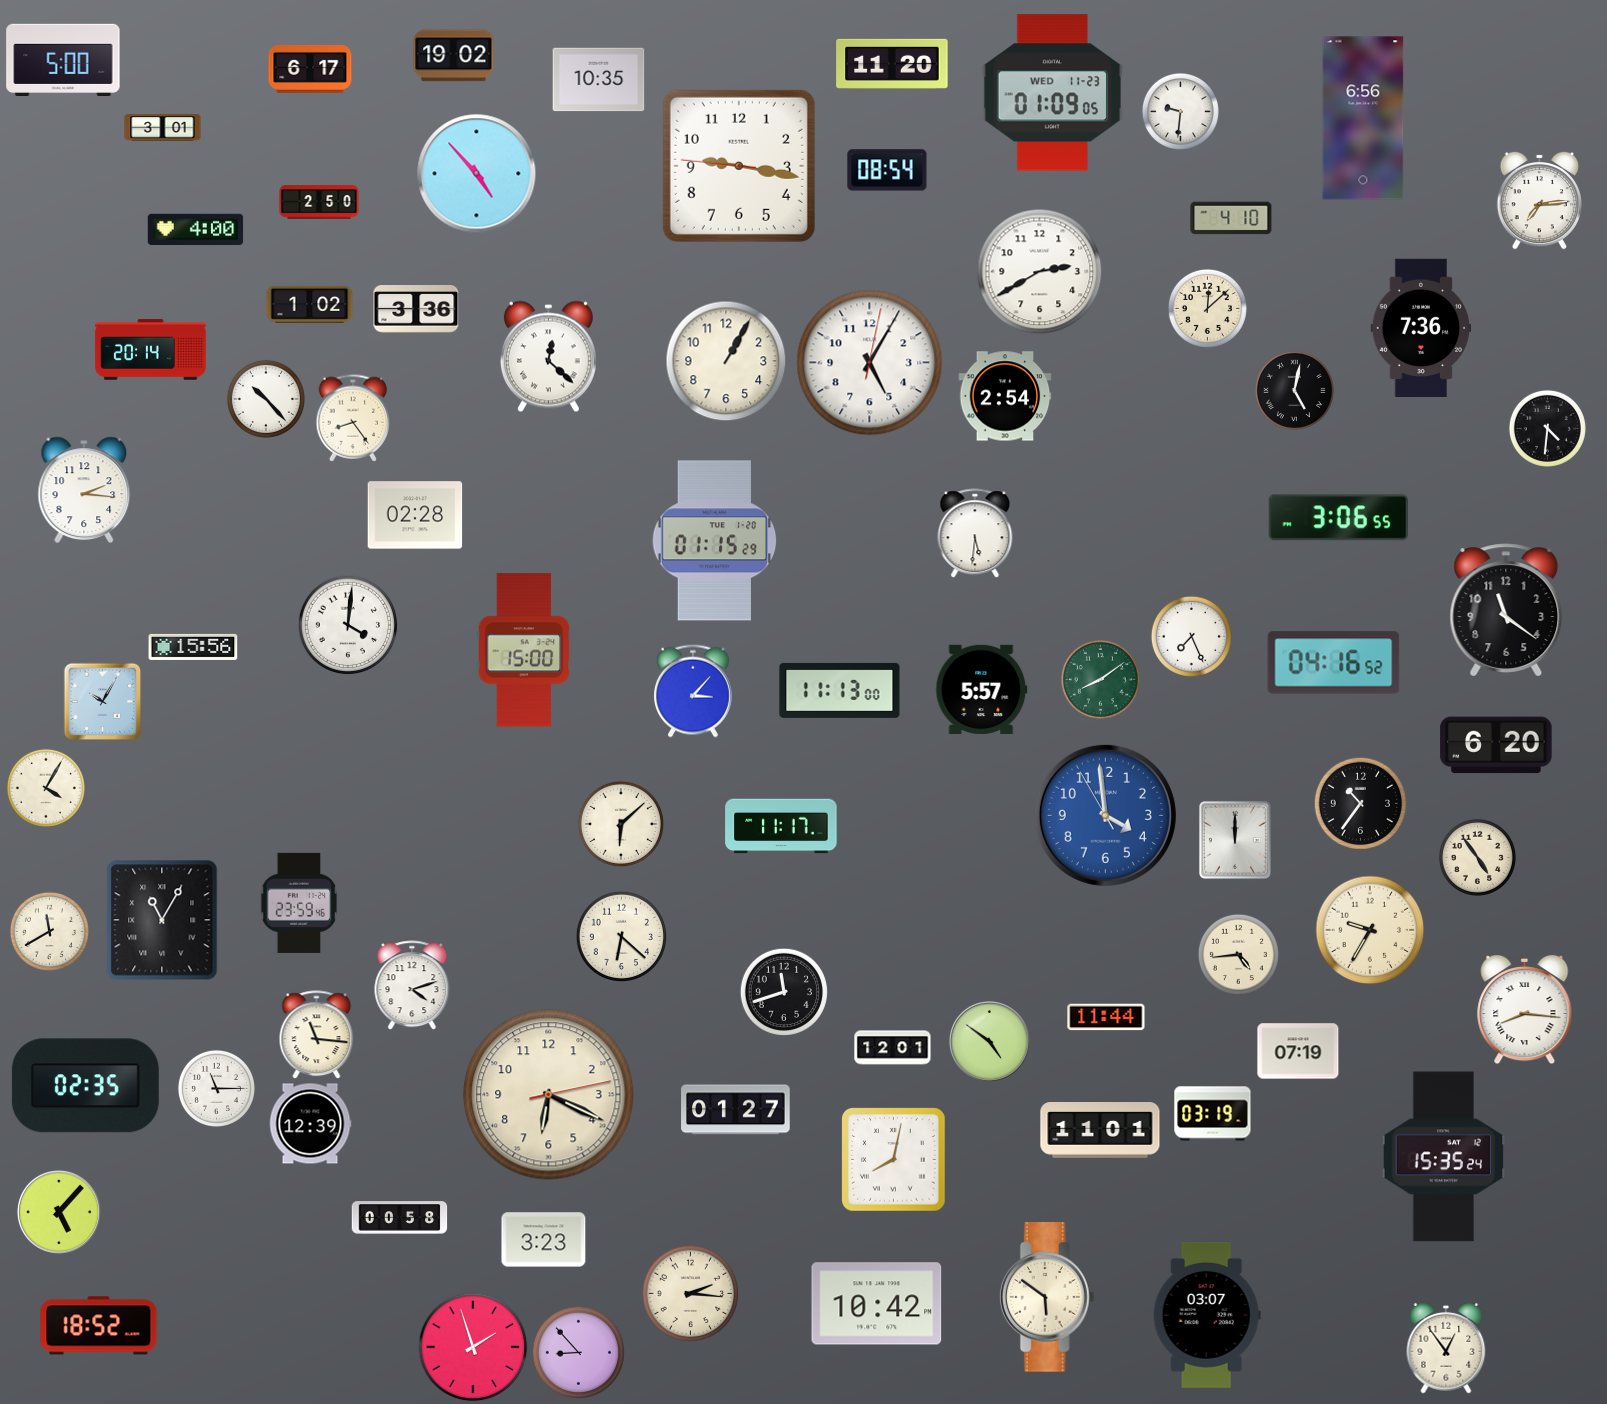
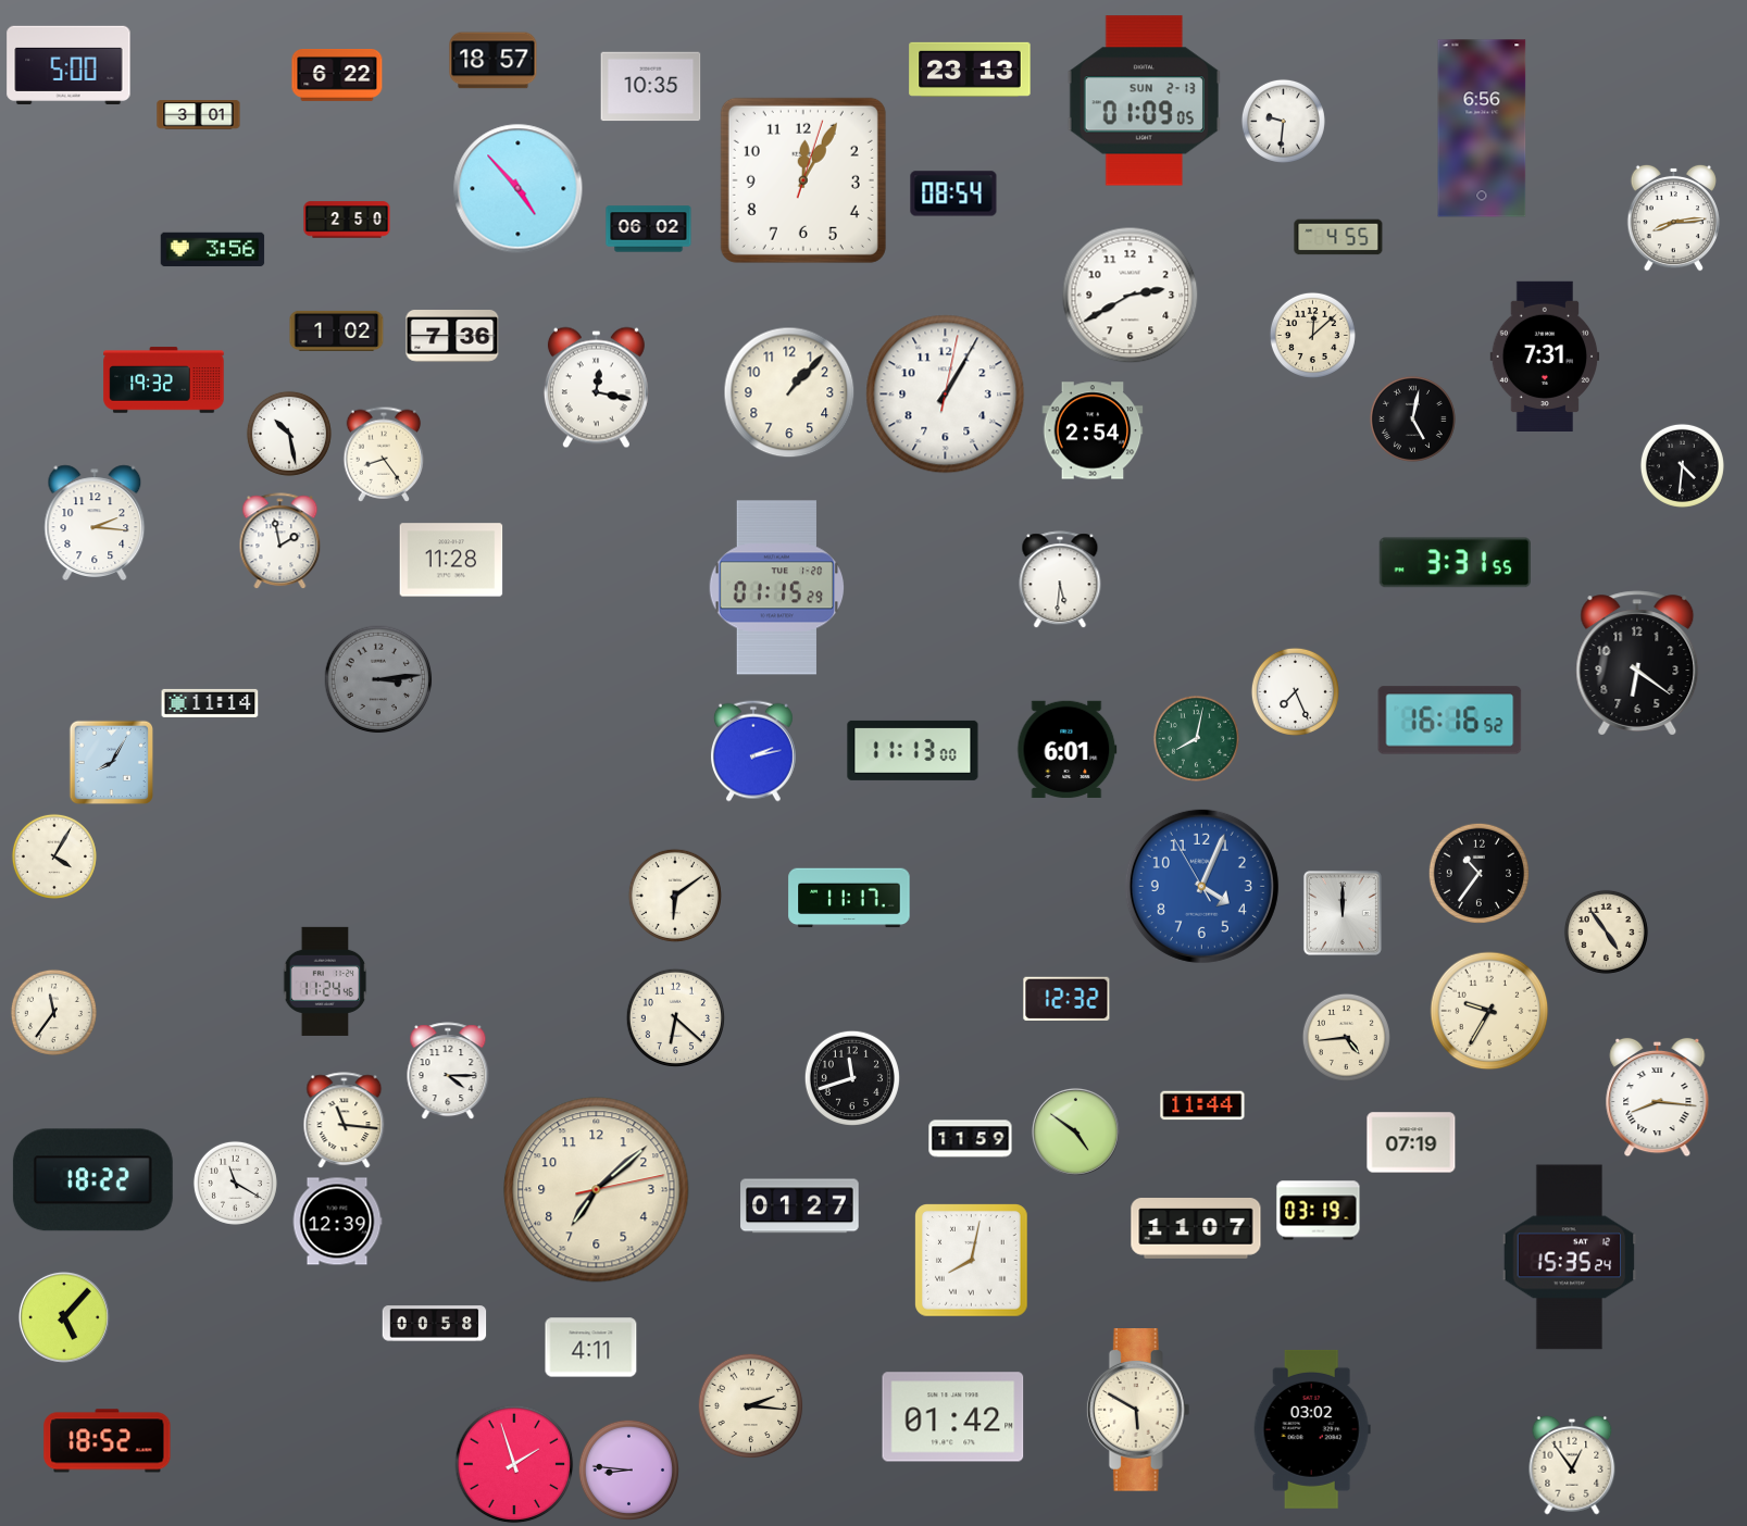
clock at (454, 56): 19:02 -> 18:57
clock at (892, 64): 11:20 -> 23:13
clock at (310, 70): 6:17 -> 6:22
clock at (1052, 93) date: WED 11-23 -> SUN 2-13
clock at (163, 128) position: (163, 128) -> (199, 115)
clock at (739, 166): 9:16 -> 12:05
clock at (887, 170) position: (887, 170) -> (953, 193)
clock at (1539, 200): 7:14 -> 8:14
clock at (649, 229): none -> 06:02
clock at (1231, 218): 4:10 -> 4:55
clock at (196, 230): 4:00 -> 3:56
clock at (416, 309): 3:36 -> 7:36
clock at (1421, 327): 7:36 -> 7:31
clock at (151, 350): 20:14 -> 19:32
clock at (548, 357): 12:22 -> 12:17
clock at (726, 361): 1:05 -> 1:07
clock at (870, 363): 5:05 -> 1:05
clock at (1294, 390) position: (1294, 390) -> (1412, 418)
clock at (266, 399): 10:23 -> 10:28
clock at (84, 489) position: (84, 489) -> (95, 522)
clock at (280, 541): none -> 1:58
clock at (415, 515): 02:28 -> 11:28
clock at (1338, 518): 3:06 -> 3:31
clock at (1506, 610): 11:21 -> 6:21
clock at (348, 625): 4:01 -> 3:14
clock at (348, 625) dial: white -> grey
clock at (193, 647): 15:56 -> 11:14
clock at (524, 650): 15:00 -> none
clock at (1334, 663): 04:16 -> 16:16
clock at (1100, 679): 8:09 -> 8:02
clock at (982, 690): 5:57 -> 6:01
clock at (693, 691): 3:07 -> 2:13
clock at (102, 701): 10:05 -> 8:05
clock at (1496, 745): 6:20 -> none
clock at (46, 788) position: (46, 788) -> (54, 856)
clock at (1105, 815): 3:58 -> 4:03
clock at (621, 824): 6:08 -> 6:09
clock at (299, 903): 23:59 -> 11:24
clock at (1066, 998): none -> 12:32
clock at (162, 920): 11:05 -> none
clock at (49, 931): 11:40 -> 11:36
clock at (412, 985): 4:12 -> 4:15
clock at (317, 1035) position: (317, 1035) -> (345, 1121)
clock at (893, 1048): 12:01 -> 11:59
clock at (85, 1086): 02:35 -> 18:22
clock at (216, 1088): 11:15 -> 11:20
clock at (549, 1095): 6:19 -> 7:08
clock at (1100, 1131): 11:01 -> 11:07
clock at (544, 1240): 3:23 -> 4:11
clock at (1047, 1297): 5:51 -> 5:50
clock at (877, 1304): 10:42 -> 01:42
clock at (1207, 1315): 03:07 -> 03:02
clock at (578, 1352): 8:53 -> 8:46
